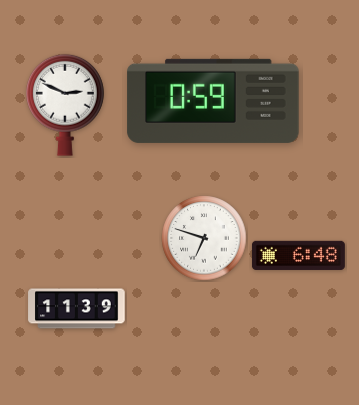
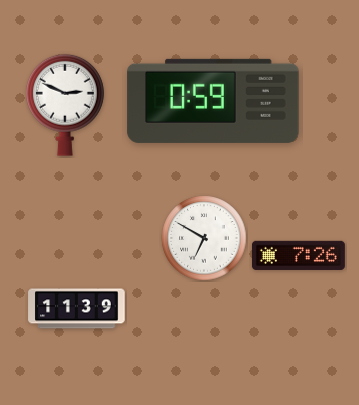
clock at (204, 238): 6:48 -> 6:50
clock at (298, 255): 6:48 -> 7:26
